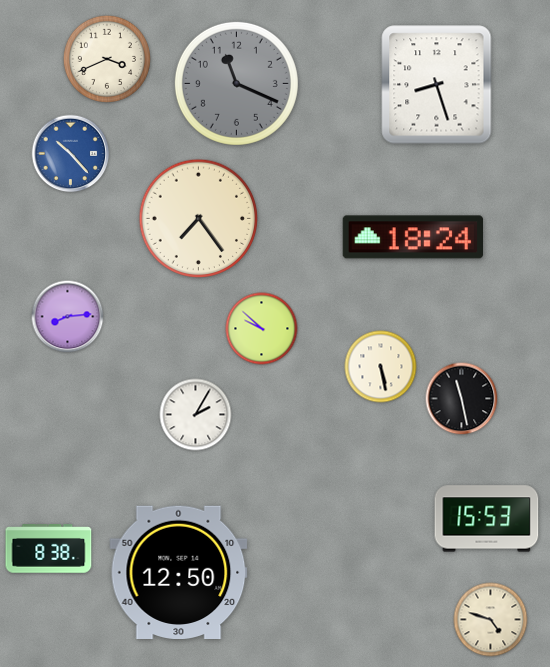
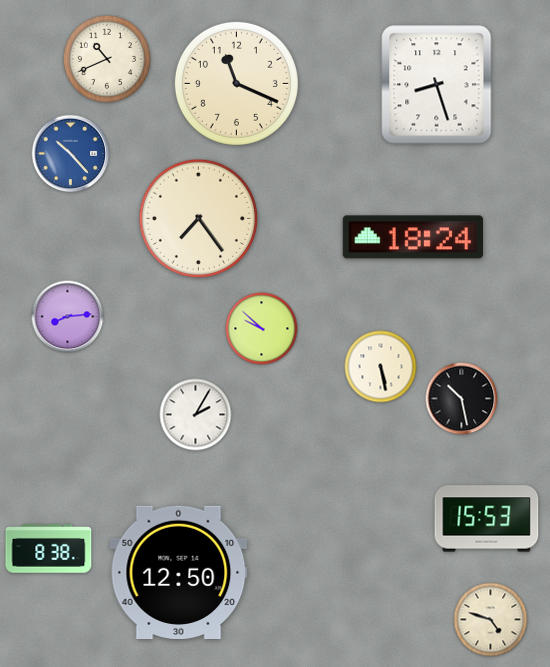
clock at (107, 59): 3:41 -> 10:41
clock at (236, 83) dial: grey -> cream
clock at (462, 399): 11:28 -> 10:28
